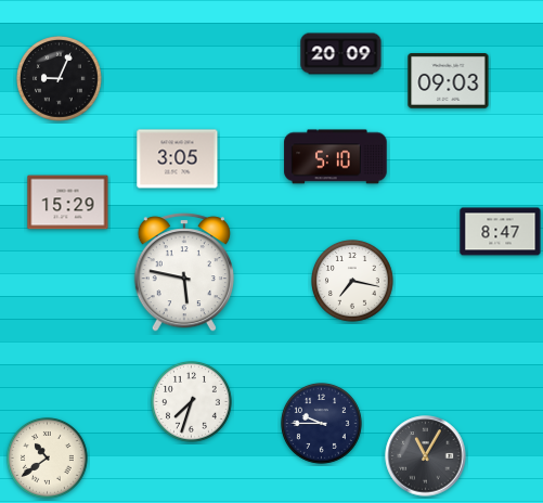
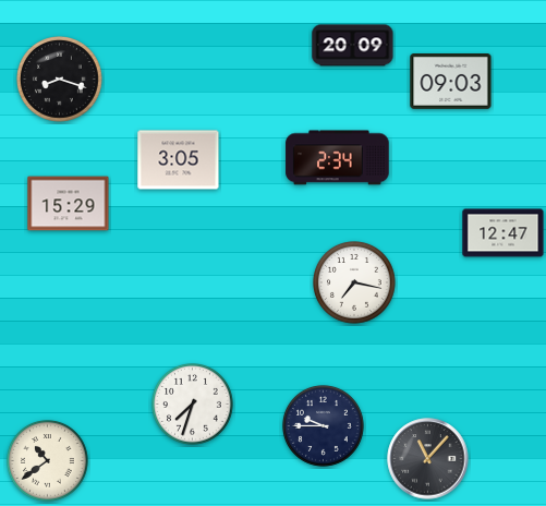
clock at (341, 54) position: (341, 54) -> (353, 46)
clock at (60, 79): 9:04 -> 8:18
clock at (336, 157): 5:10 -> 2:34
clock at (501, 232): 8:47 -> 12:47
clock at (184, 272): 5:47 -> none
clock at (426, 456): 11:05 -> 11:07
